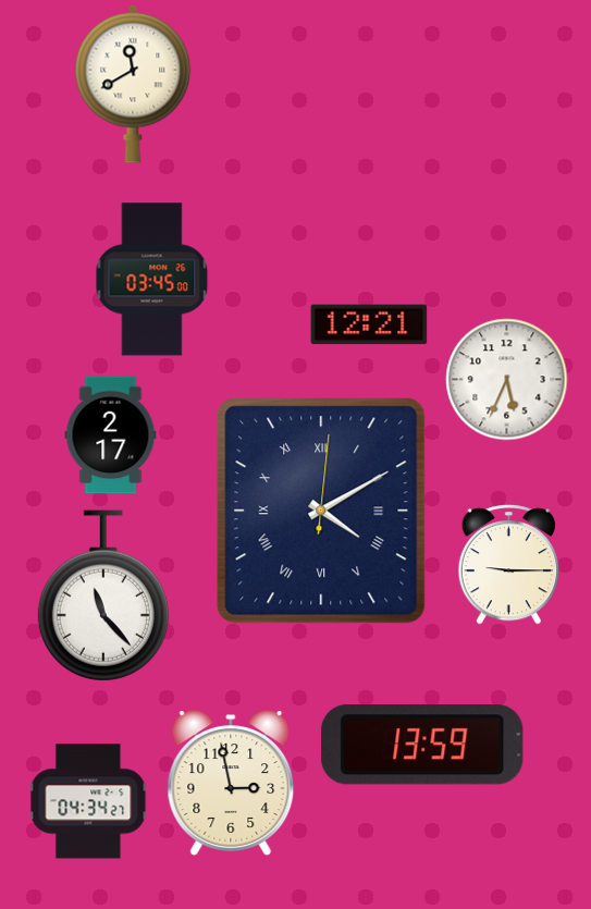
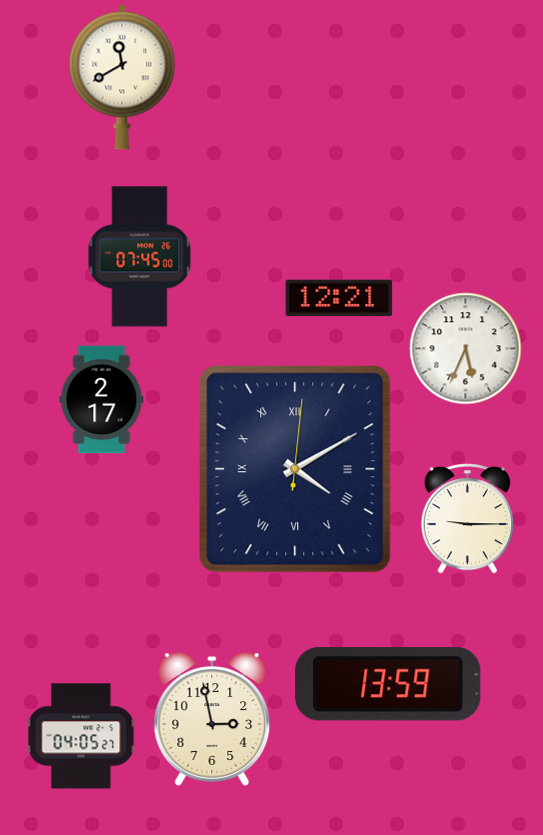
clock at (152, 280): 03:45 -> 07:45
clock at (103, 595): 11:23 -> none
clock at (88, 801): 04:34 -> 04:05
